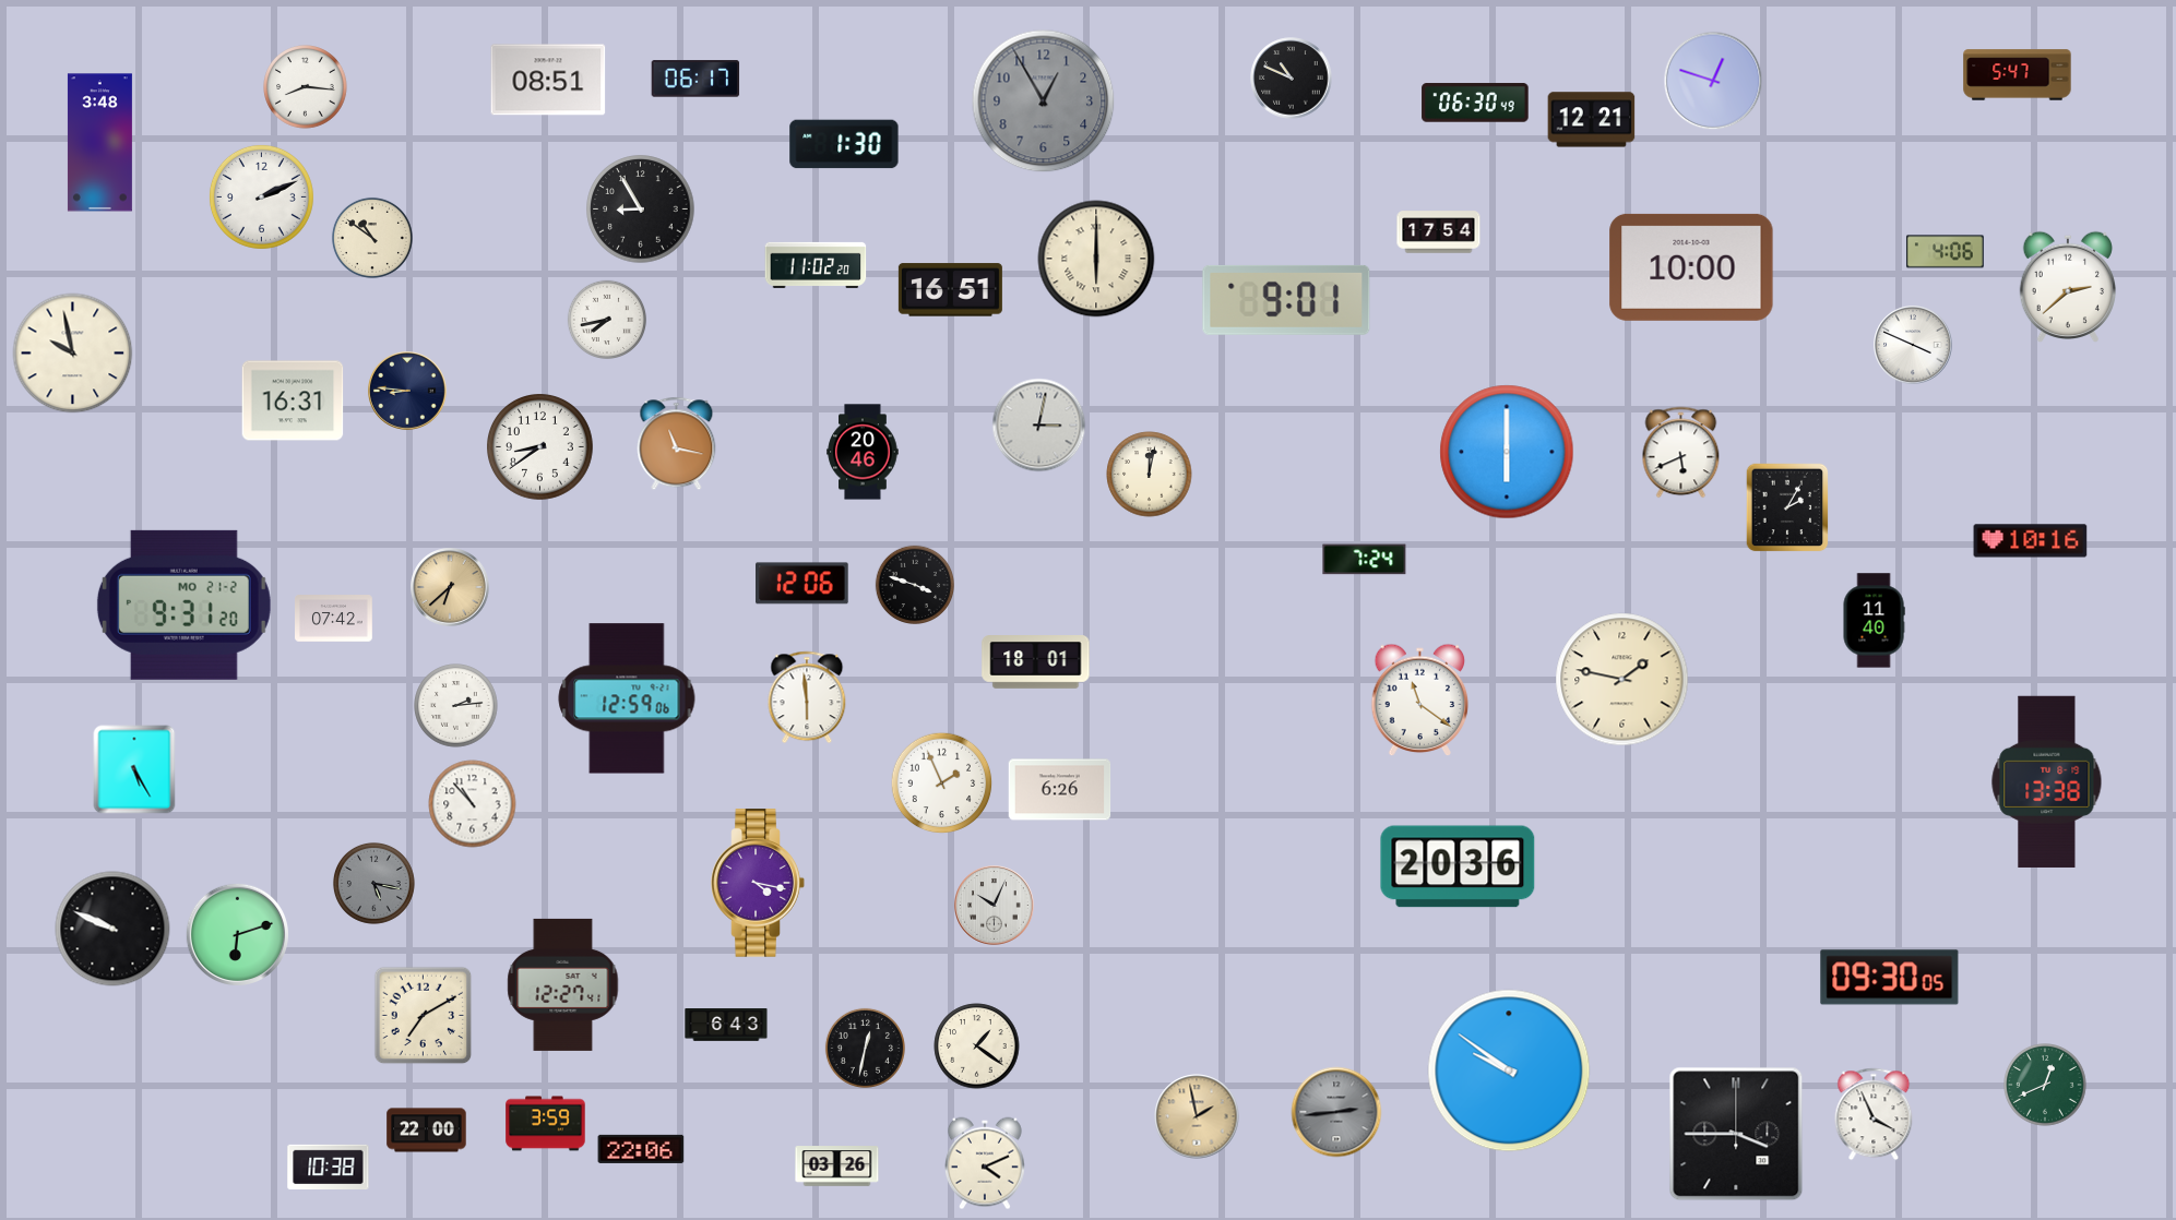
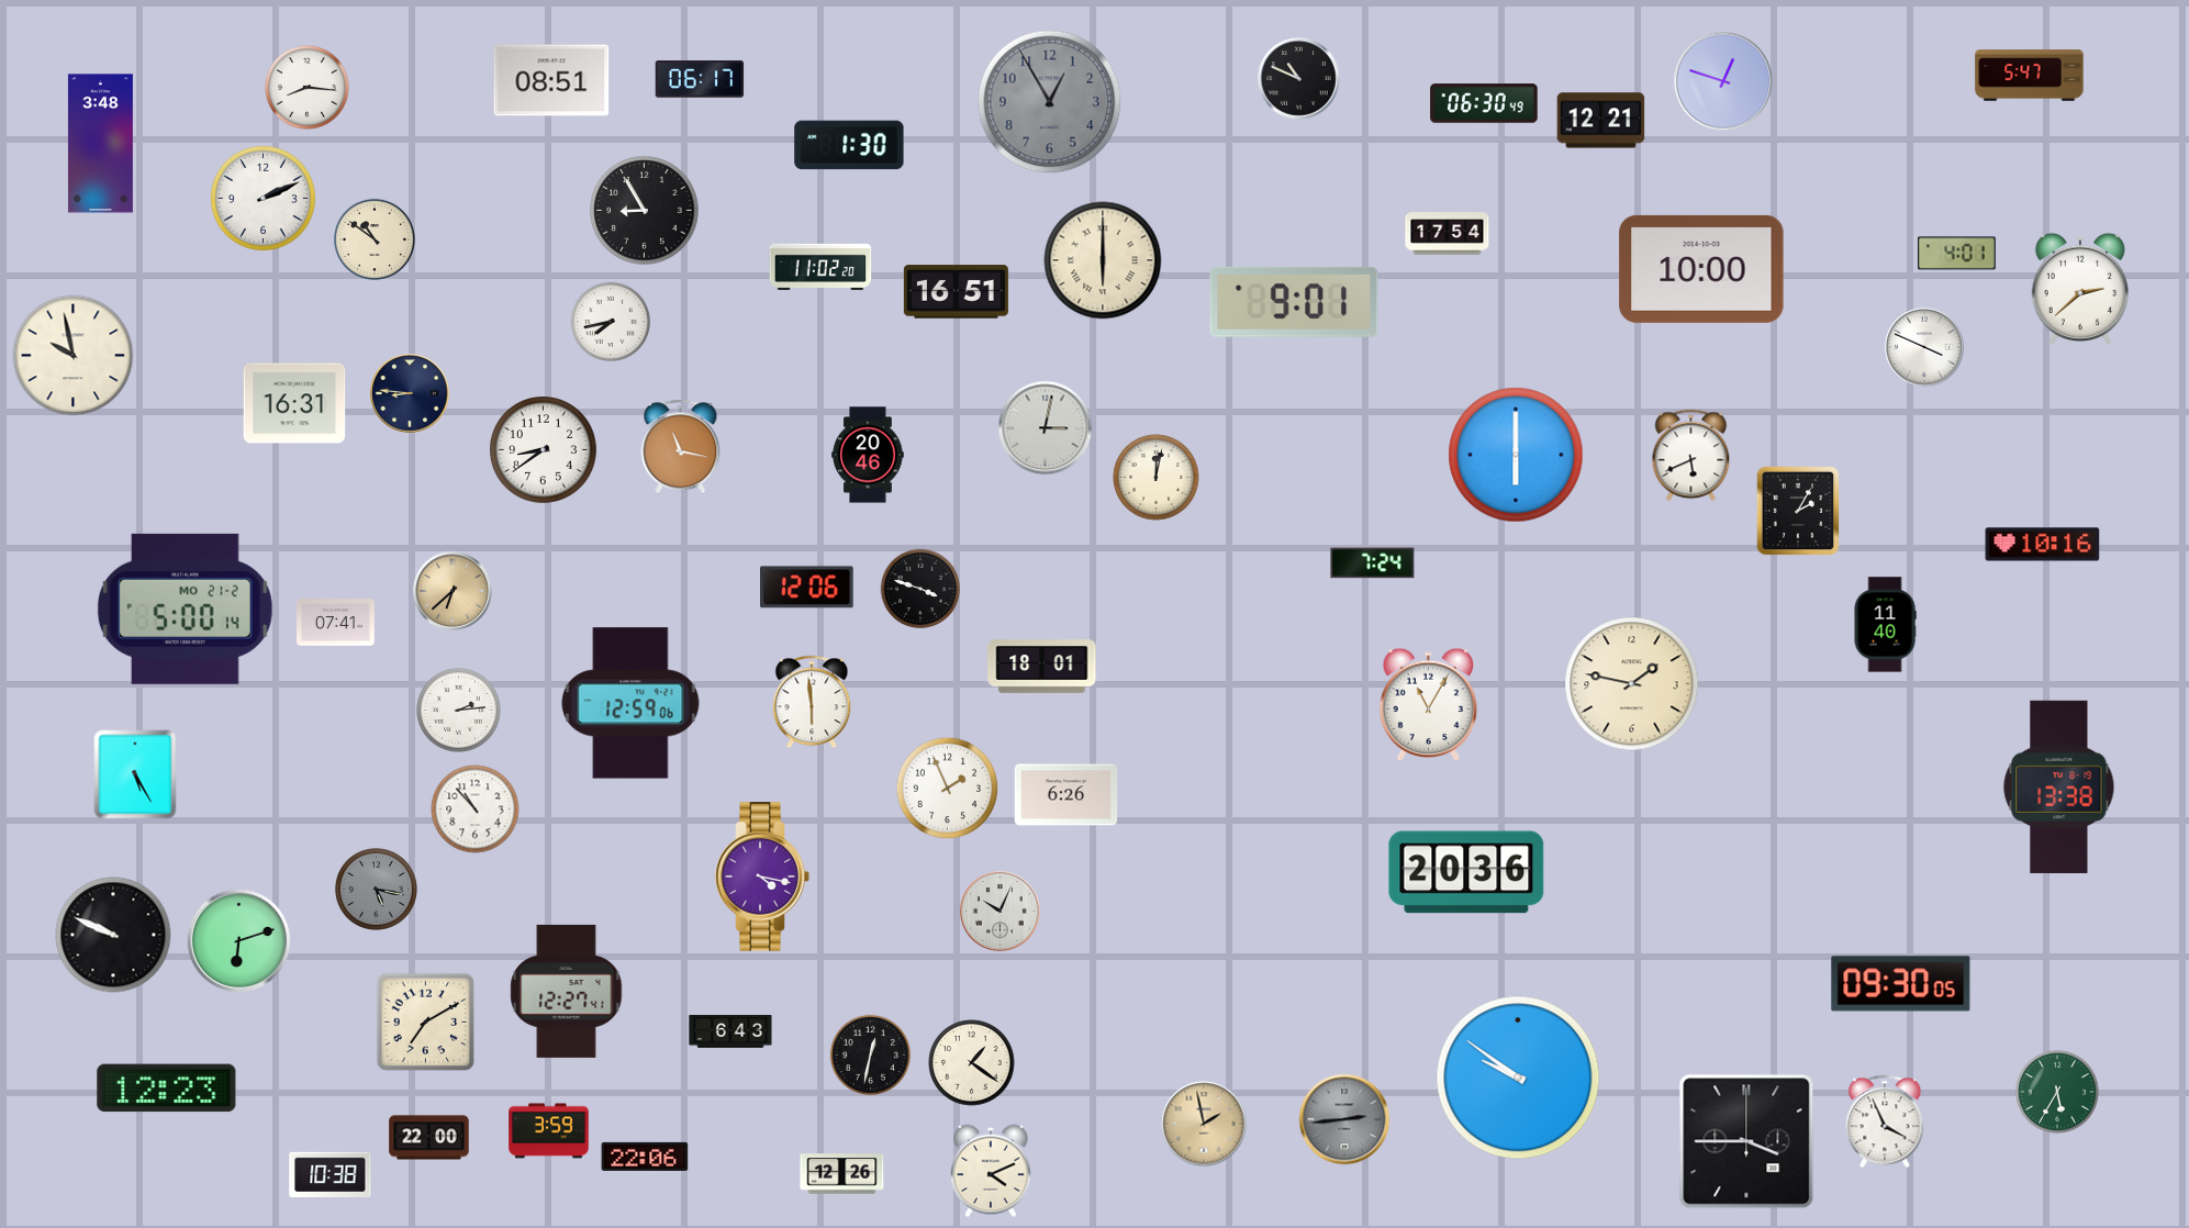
clock at (1945, 252): 4:06 -> 4:01
clock at (183, 605): 9:31 -> 5:00
clock at (334, 619): 07:42 -> 07:41
clock at (1420, 701): 11:21 -> 11:05
clock at (758, 883) position: (758, 883) -> (762, 877)
clock at (977, 1046) position: (977, 1046) -> (972, 1063)
clock at (167, 1089): none -> 12:23
clock at (2046, 1086): 12:41 -> 5:35
clock at (837, 1167): 03:26 -> 12:26
